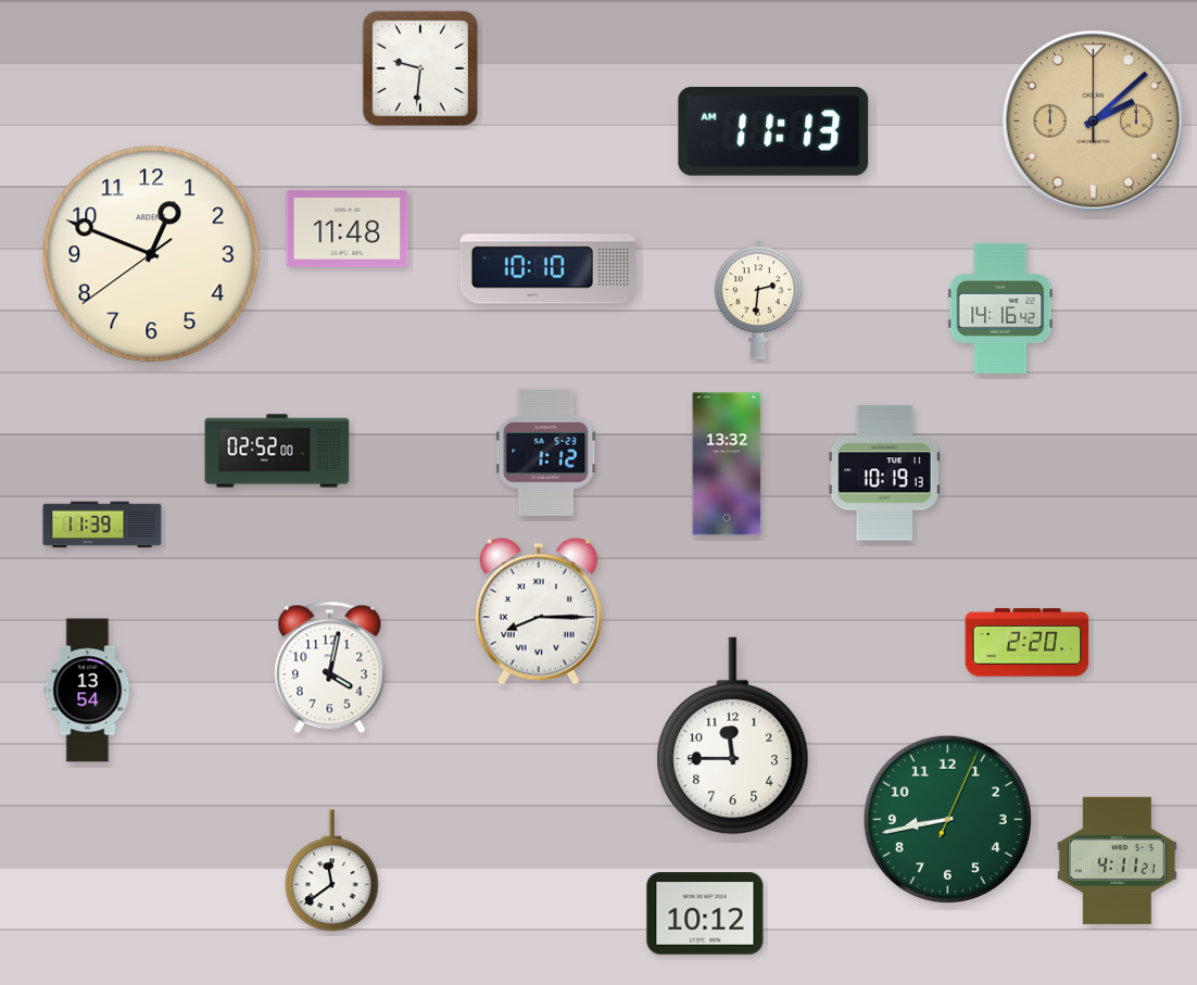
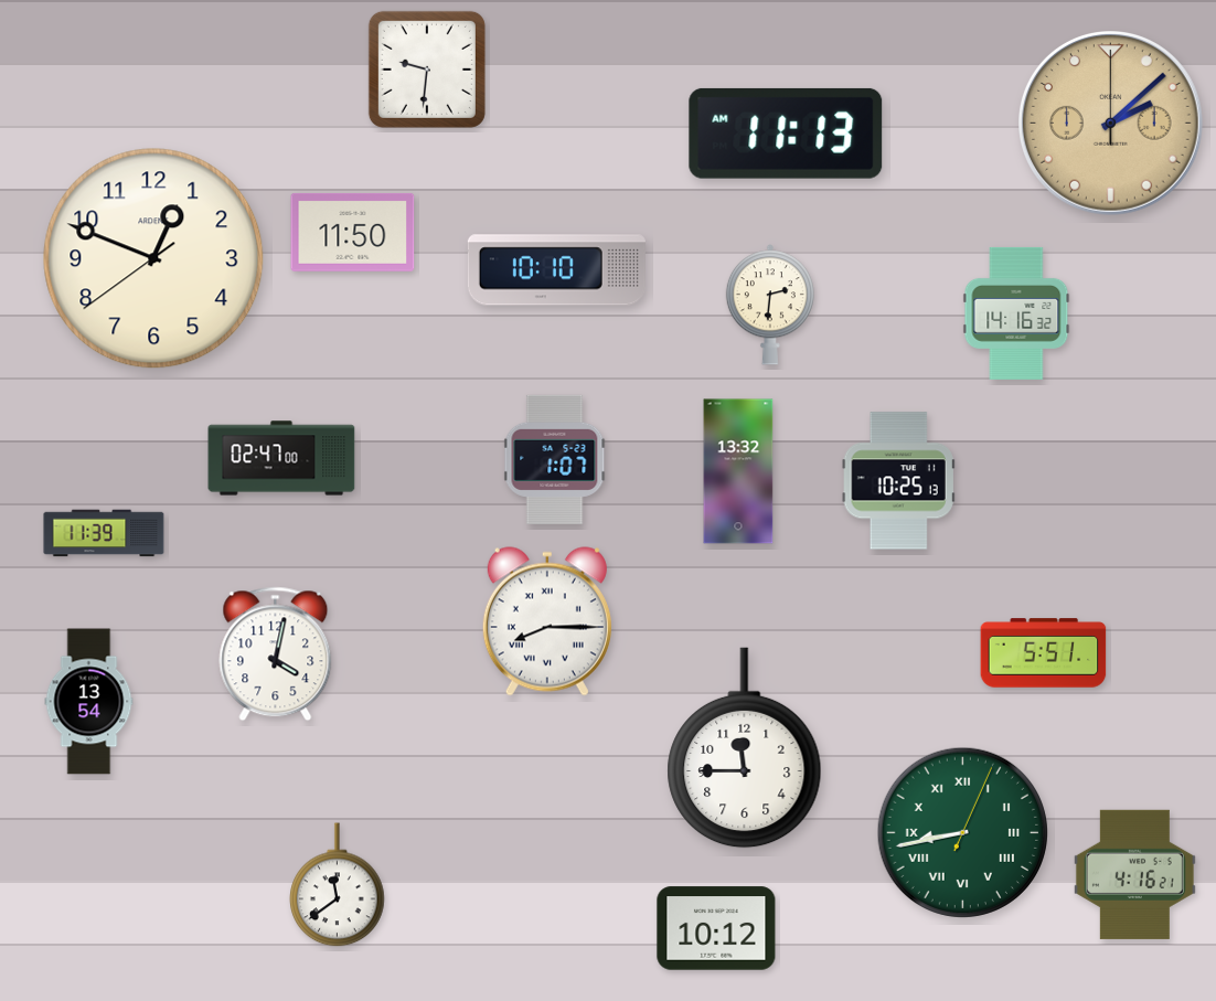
clock at (348, 228): 11:48 -> 11:50
clock at (547, 269) position: (547, 269) -> (556, 270)
clock at (1000, 308): 14:16:42 -> 14:16:32
clock at (277, 451): 02:52 -> 02:47
clock at (546, 452): 1:12 -> 1:07
clock at (884, 473): 10:19 -> 10:25
clock at (1028, 643): 2:20 -> 5:51
clock at (330, 668) position: (330, 668) -> (276, 654)
clock at (947, 819) numerals: Arabic -> Roman
clock at (1117, 860): 4:11 -> 4:16
